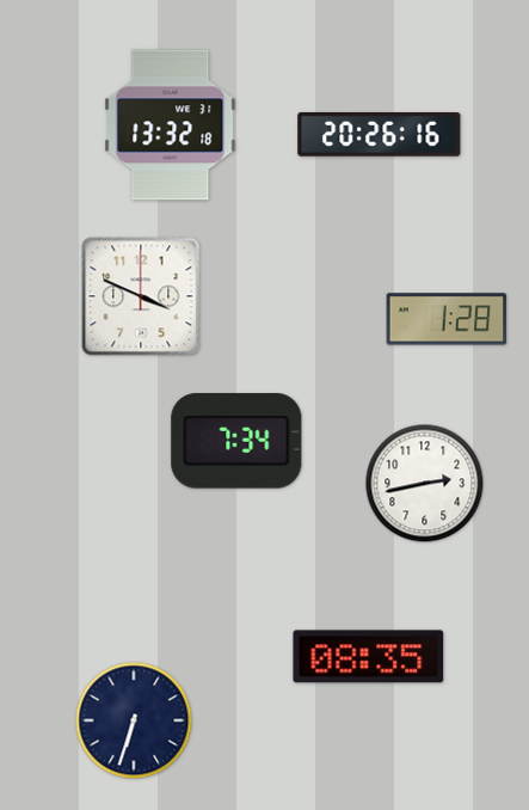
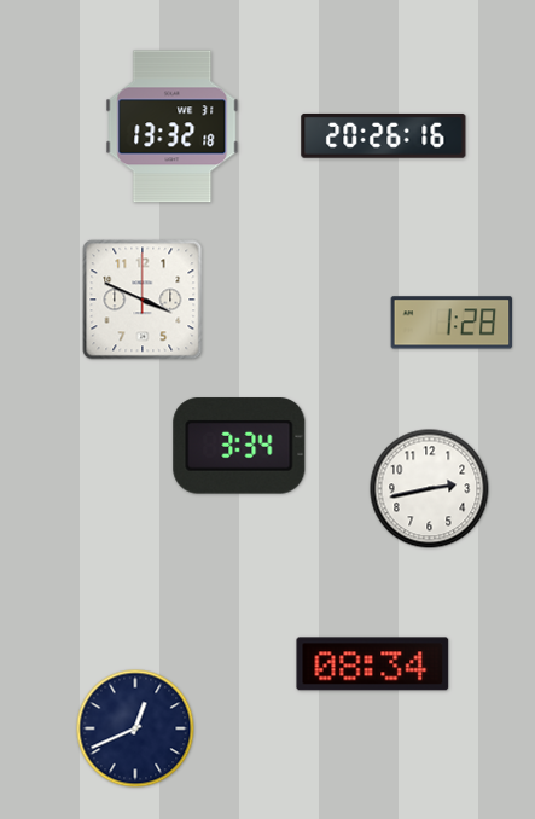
clock at (236, 441): 7:34 -> 3:34
clock at (369, 657): 08:35 -> 08:34
clock at (134, 720): 6:33 -> 12:41
